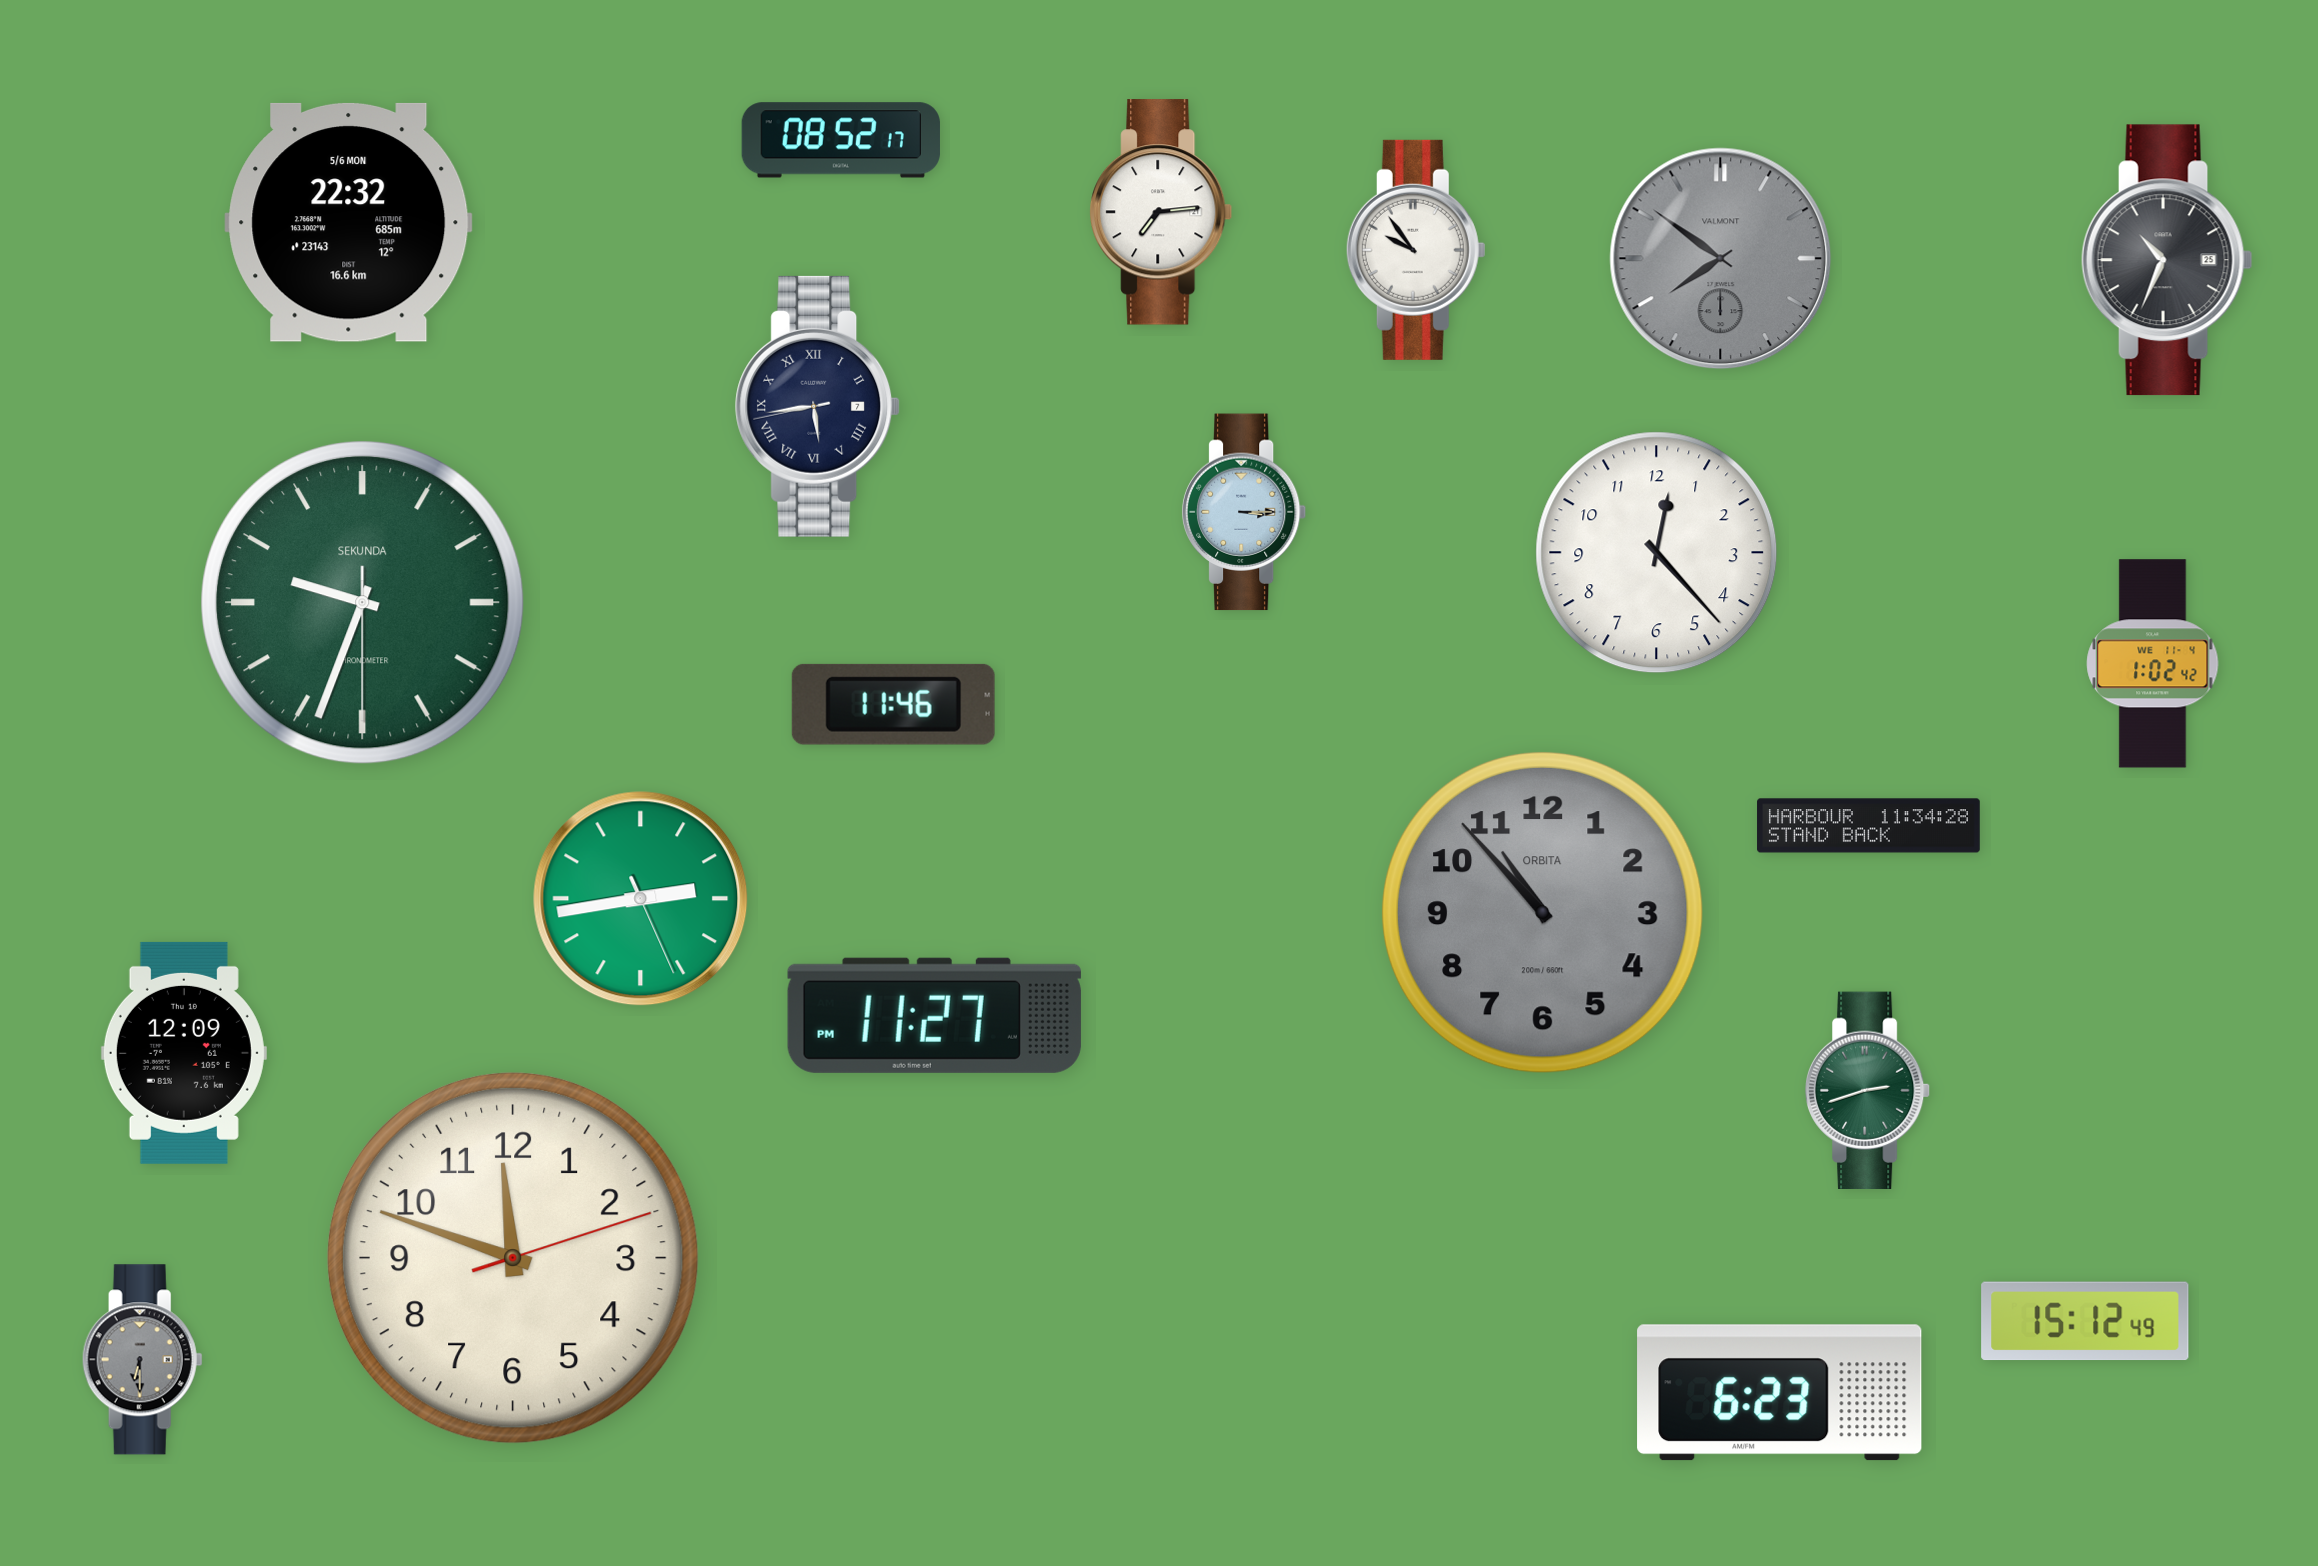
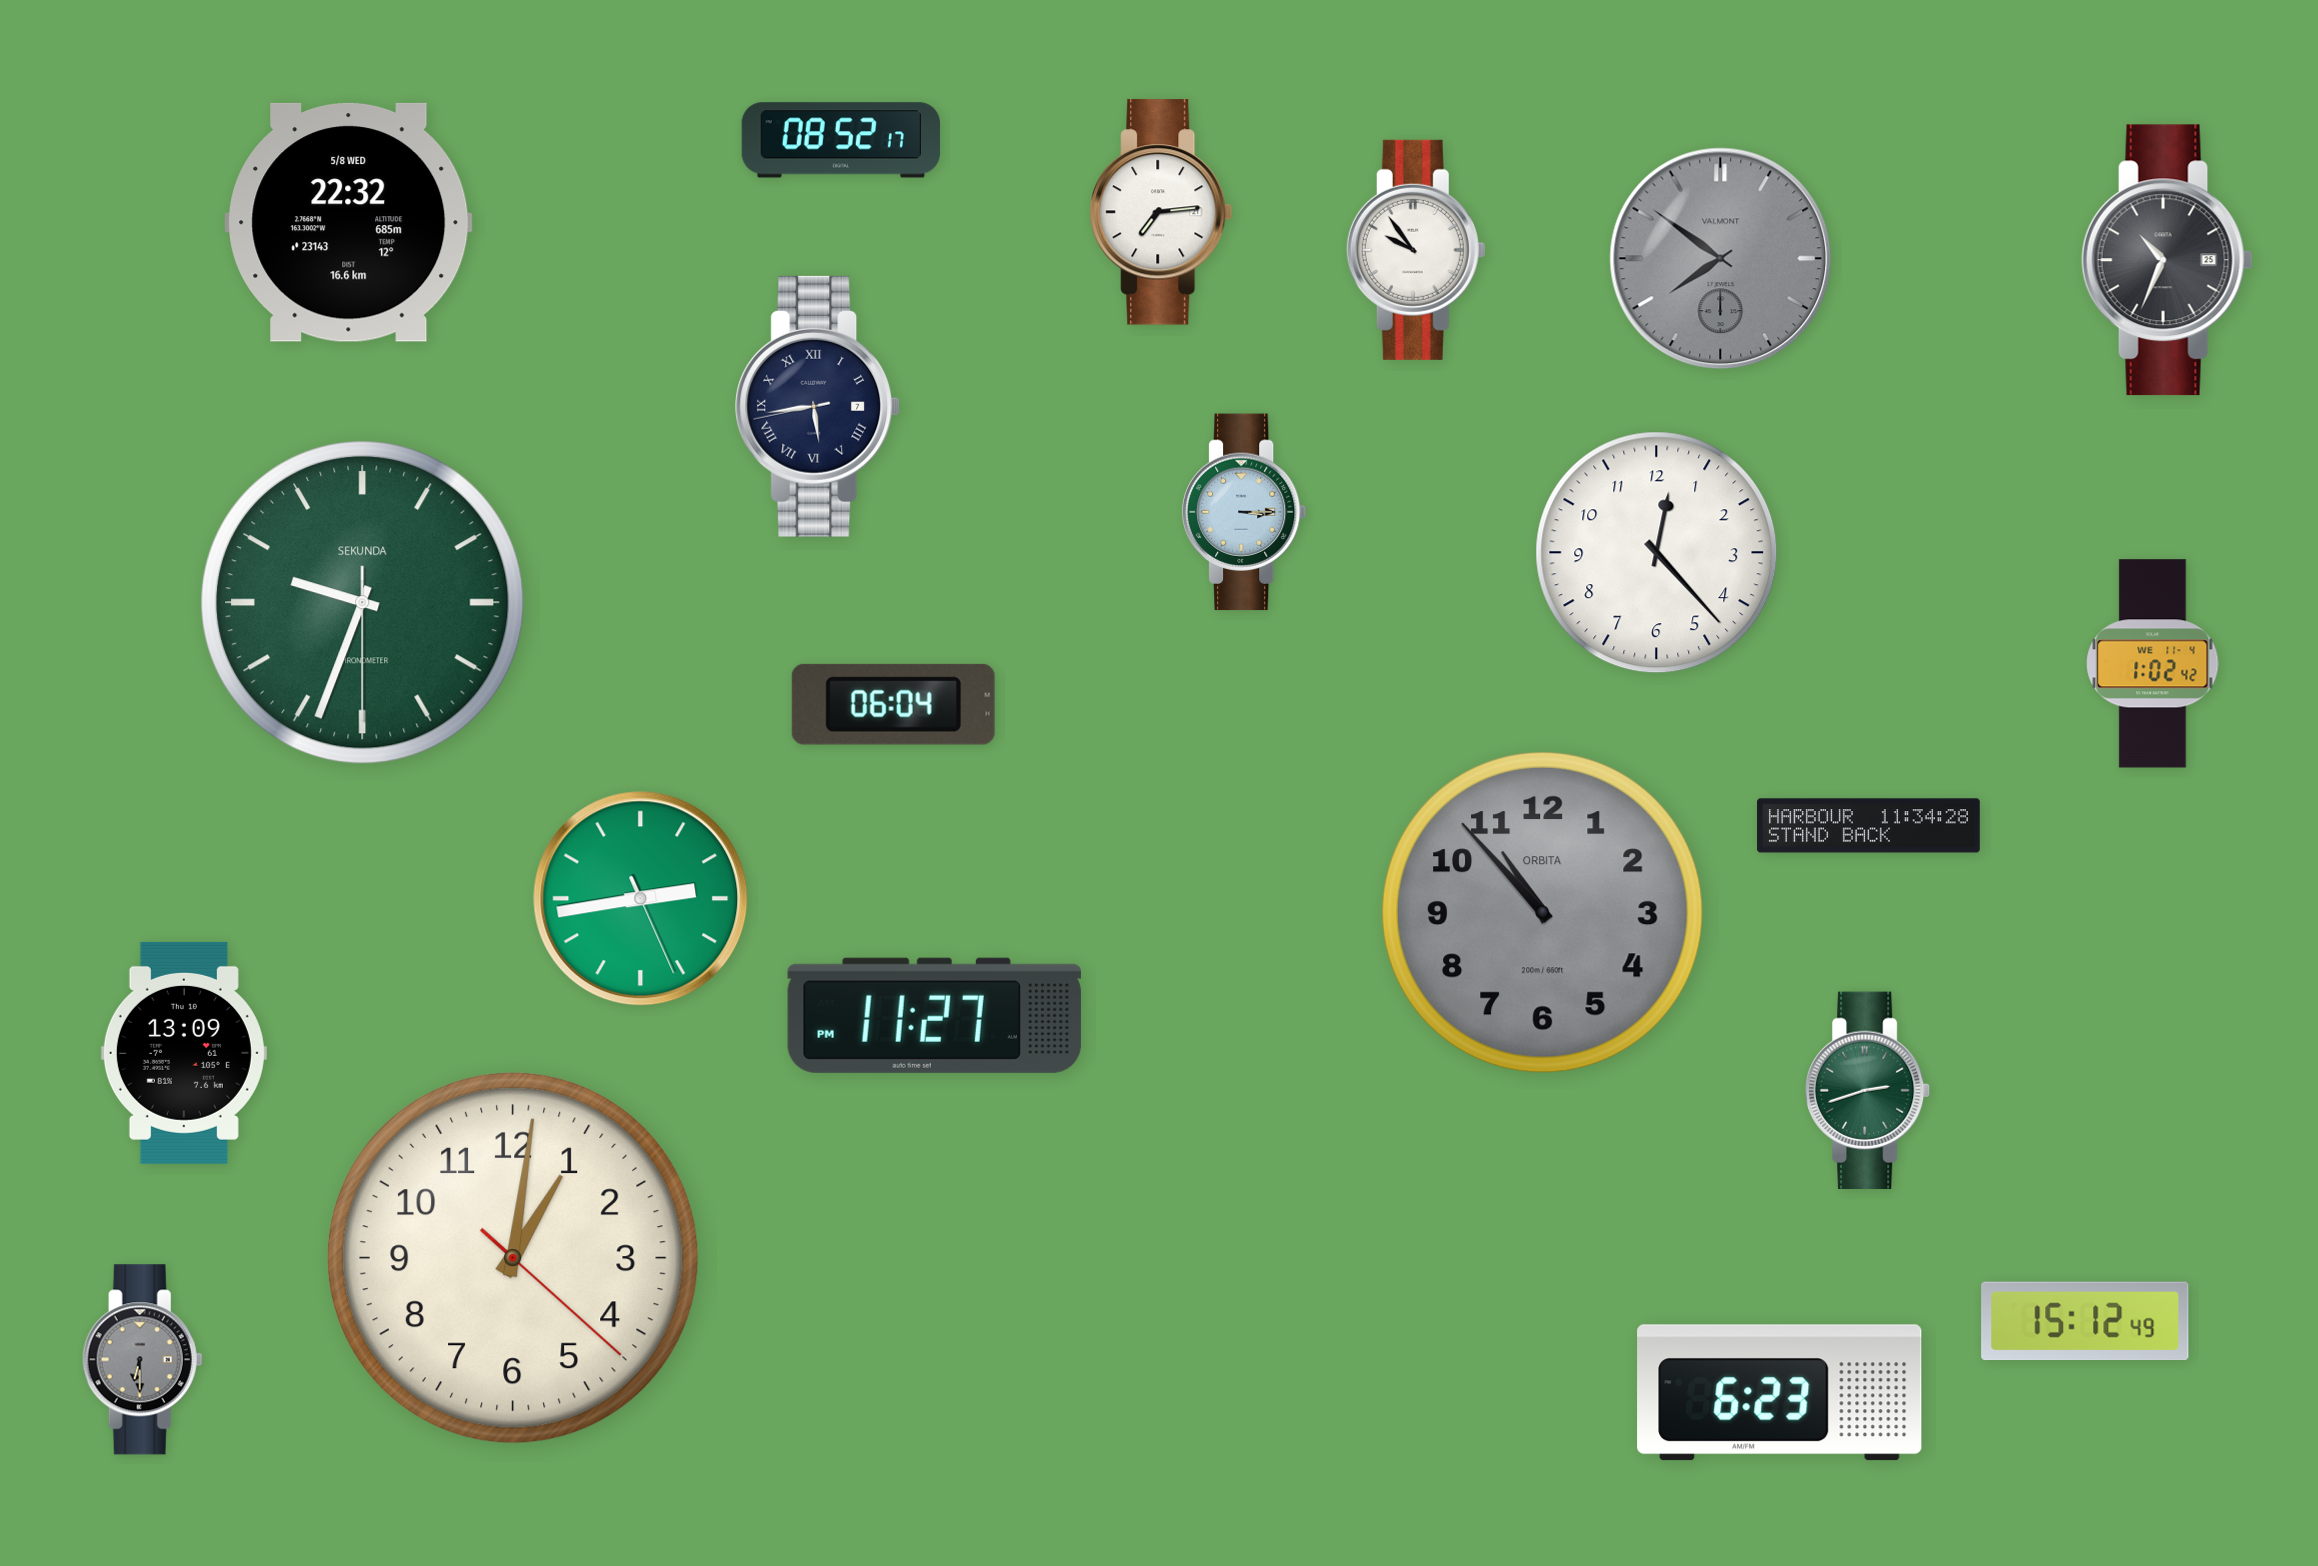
clock at (349, 222) date: 5/6 MON -> 5/8 WED
clock at (893, 704): 11:46 -> 06:04
clock at (184, 1053): 12:09 -> 13:09
clock at (513, 1258): 11:48 -> 1:01
